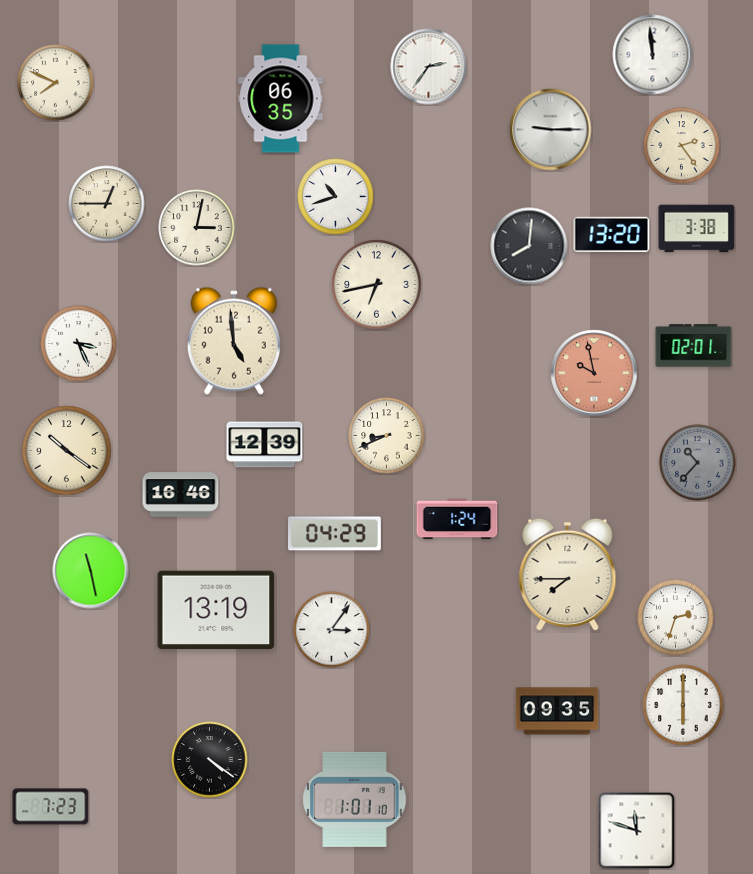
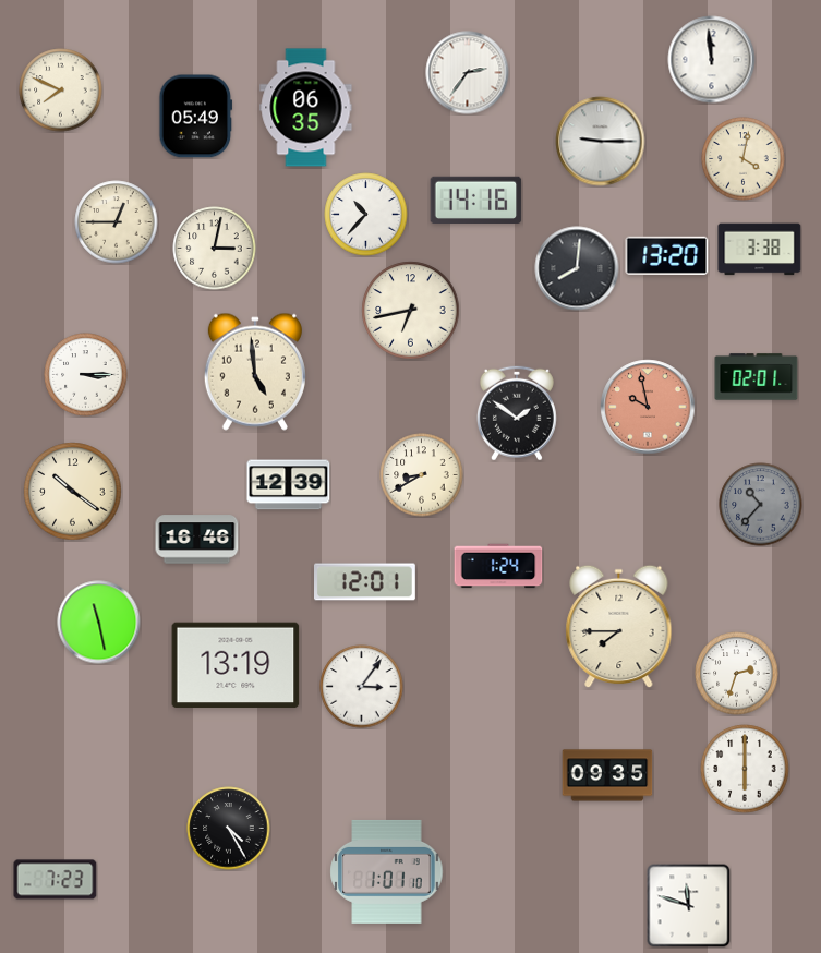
clock at (196, 117): none -> 05:49
clock at (682, 146): 2:24 -> 4:02
clock at (476, 200): none -> 14:16
clock at (336, 197): 10:42 -> 10:37
clock at (79, 344): 3:26 -> 3:15
clock at (517, 413): none -> 1:51
clock at (387, 436): 8:41 -> 8:40
clock at (335, 534): 04:29 -> 12:01
clock at (210, 760): 4:21 -> 4:25
clock at (637, 831) position: (637, 831) -> (689, 906)
